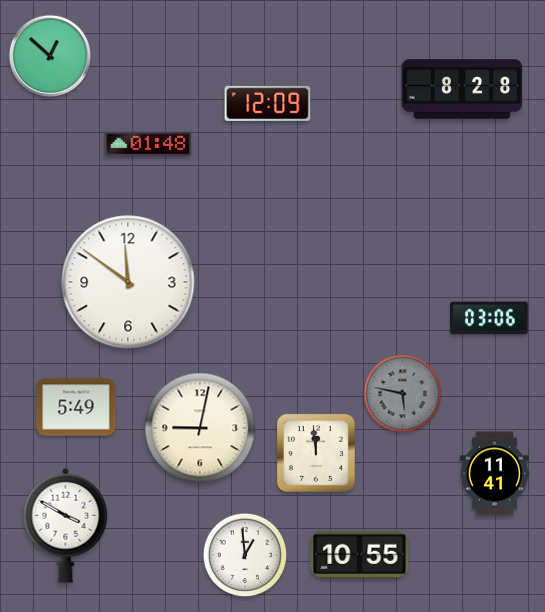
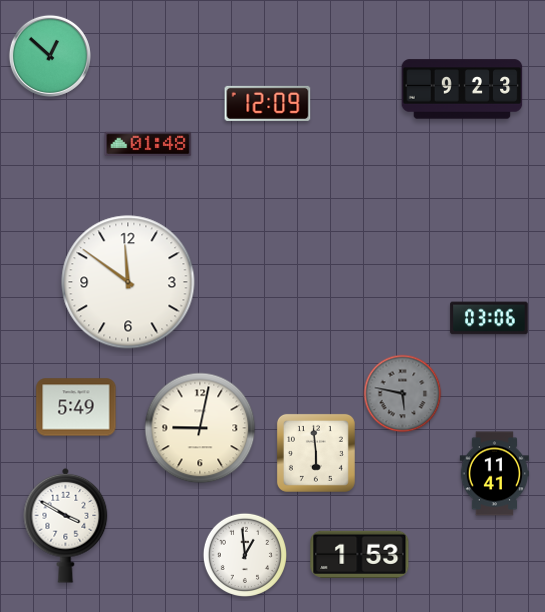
clock at (462, 89): 8:28 -> 9:23
clock at (316, 453): 11:59 -> 5:59
clock at (360, 554): 10:55 -> 1:53
